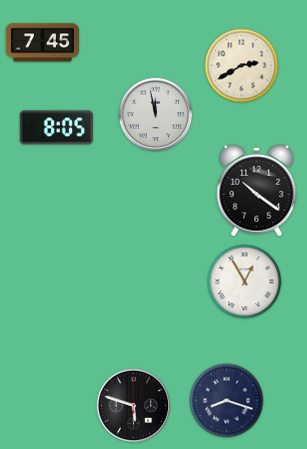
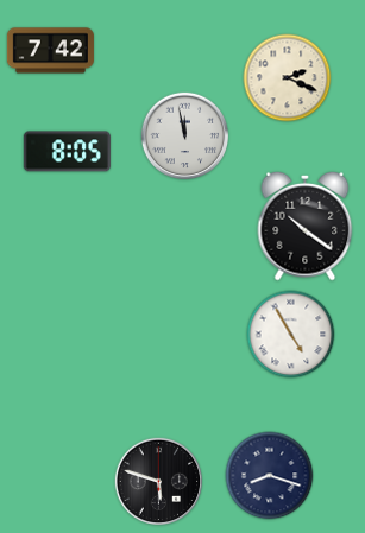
clock at (42, 43): 7:45 -> 7:42
clock at (242, 66): 2:40 -> 2:19
clock at (245, 282): 12:55 -> 4:55
